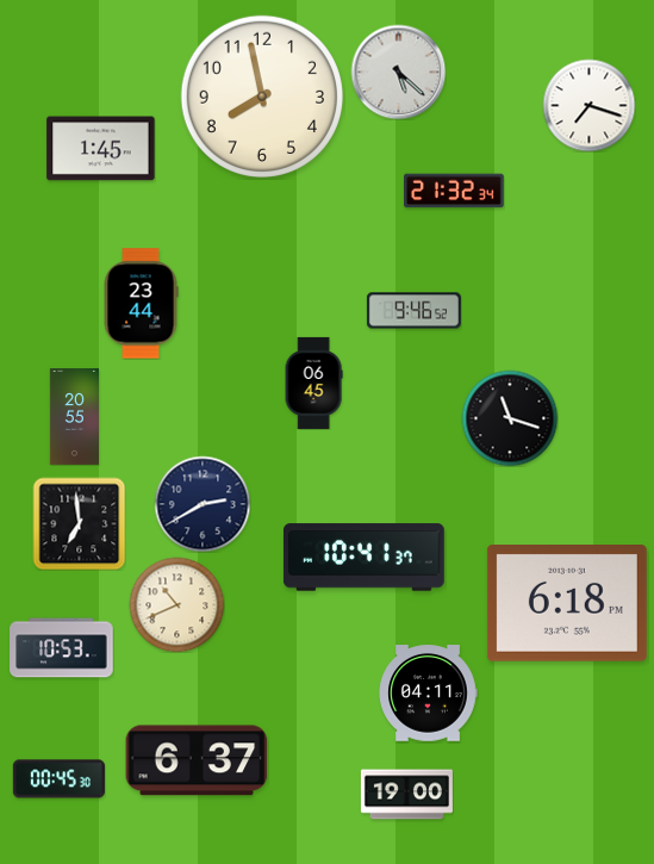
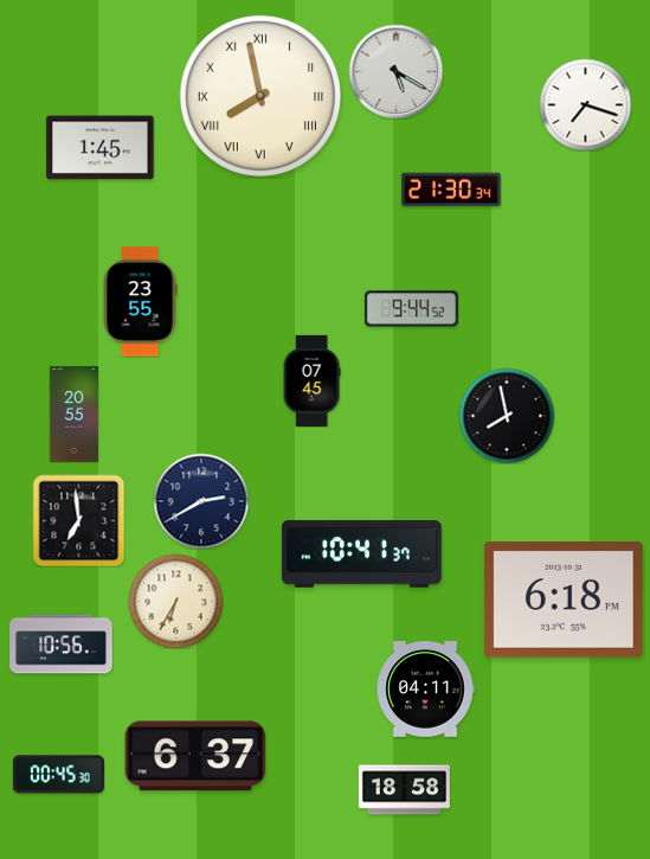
clock at (398, 72): 5:22 -> 5:20
clock at (262, 97) numerals: Arabic -> Roman
clock at (455, 191): 21:32 -> 21:30
clock at (141, 304): 23:44 -> 23:55
clock at (413, 311): 9:46 -> 9:44
clock at (313, 383): 06:45 -> 07:45
clock at (510, 418): 11:18 -> 7:58
clock at (176, 604): 10:41 -> 6:35
clock at (62, 648): 10:53 -> 10:56
clock at (406, 795): 19:00 -> 18:58
